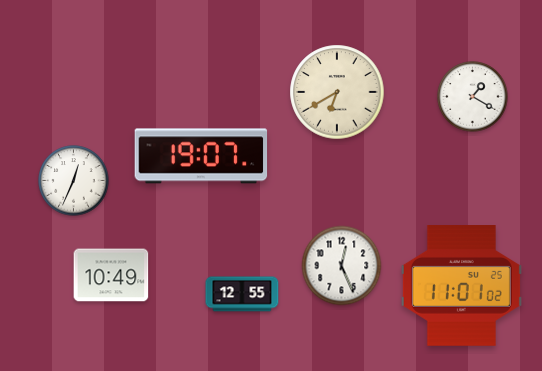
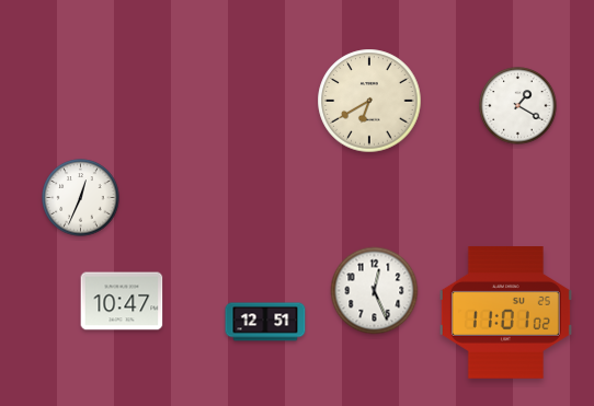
clock at (201, 156): 19:07 -> none
clock at (111, 275): 10:49 -> 10:47
clock at (242, 294): 12:55 -> 12:51
